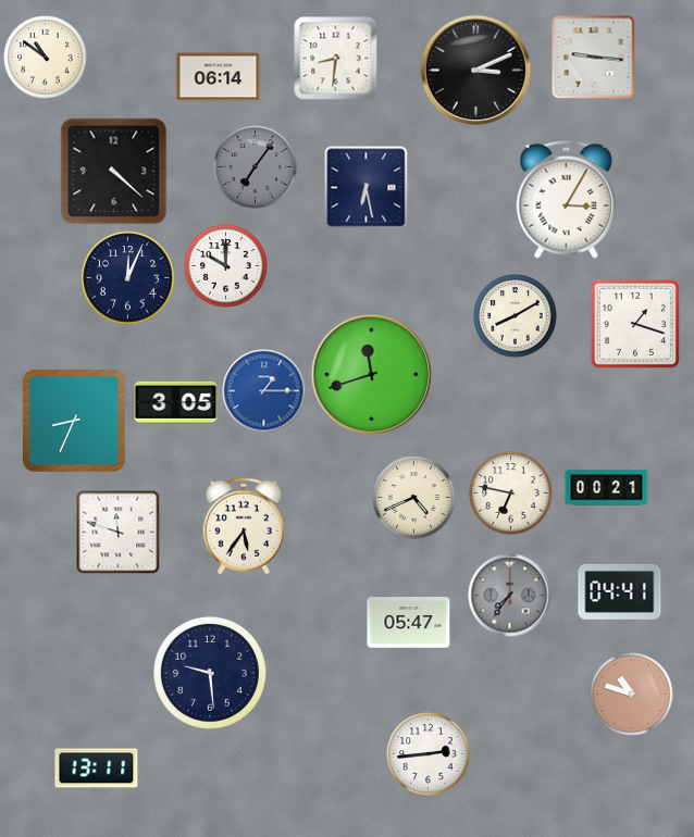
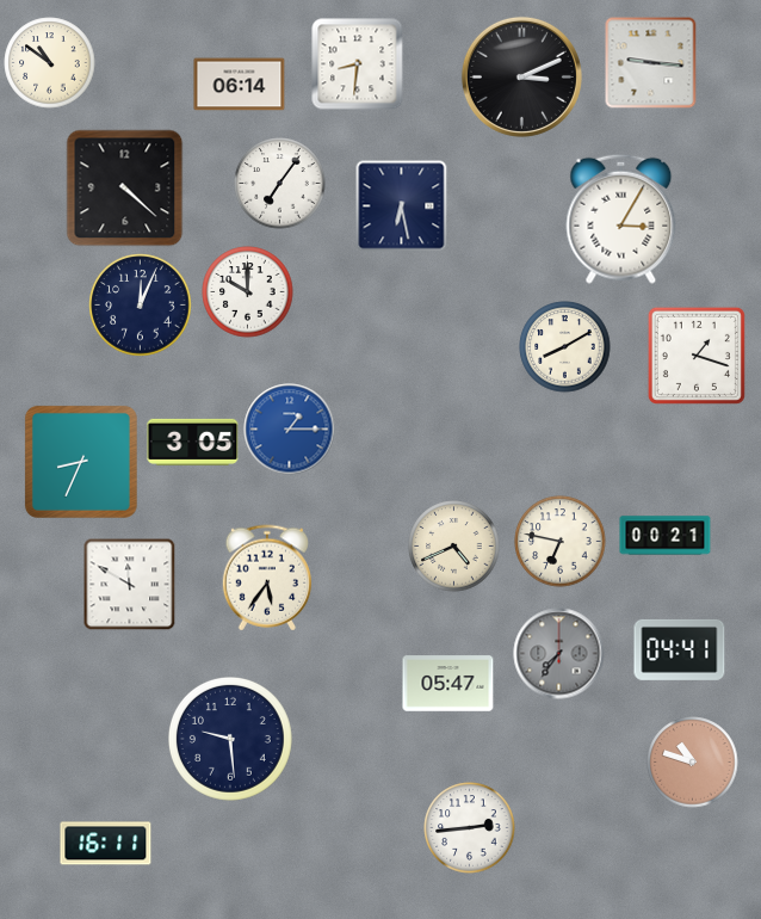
clock at (336, 59) position: (336, 59) -> (358, 64)
clock at (256, 167) dial: grey -> white
clock at (372, 375): 11:42 -> none
clock at (117, 532): 11:48 -> 11:50
clock at (97, 769): 13:11 -> 16:11
